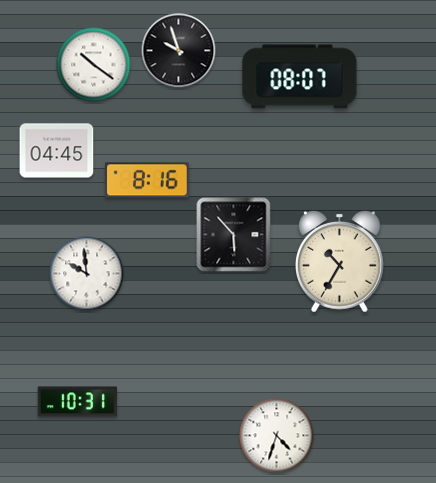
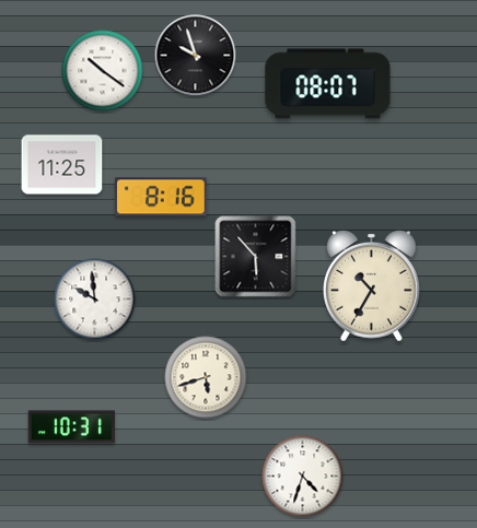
clock at (57, 151): 04:45 -> 11:25
clock at (206, 377): none -> 5:42
clock at (77, 402) position: (77, 402) -> (71, 427)
